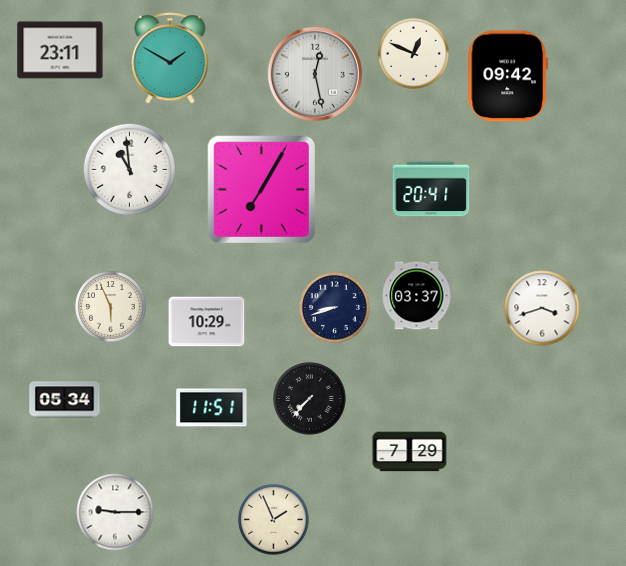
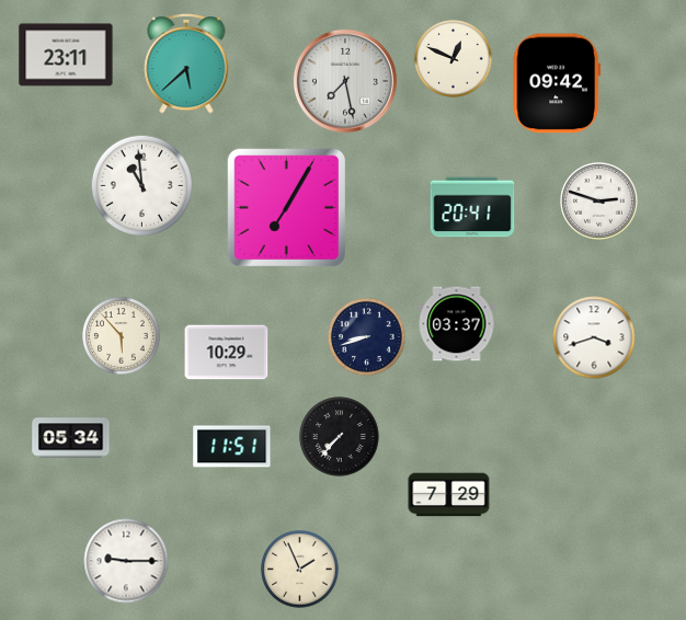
clock at (170, 59): 1:50 -> 5:38
clock at (315, 74): 12:28 -> 7:28
clock at (599, 202): none -> 2:48
clock at (111, 307): 5:56 -> 5:53
